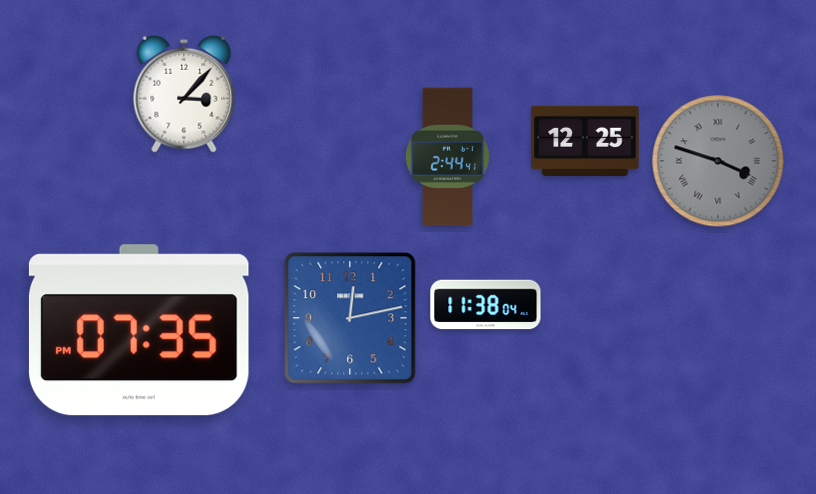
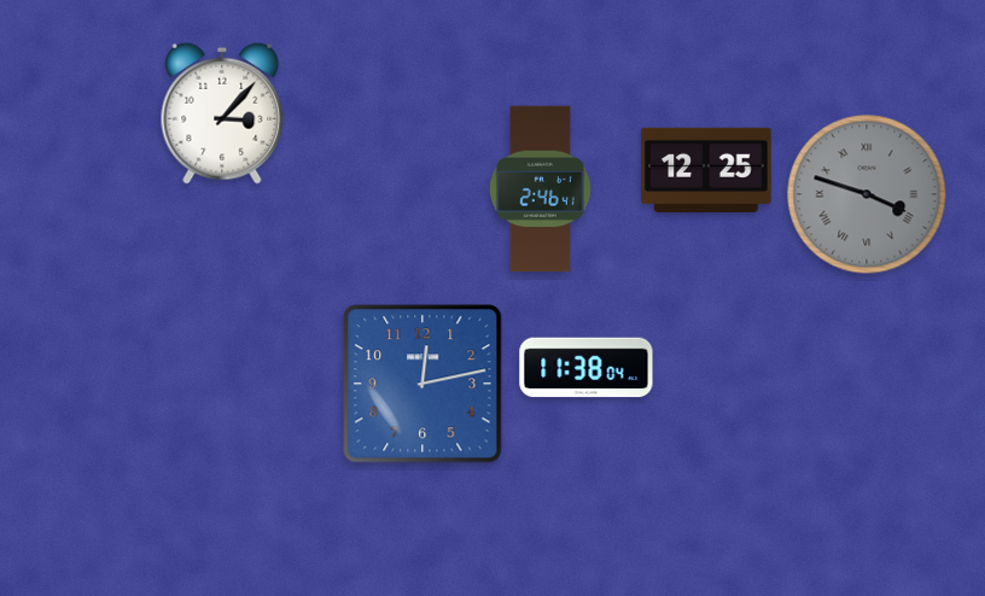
clock at (447, 157): 2:44 -> 2:46
clock at (139, 330): 07:35 -> none
